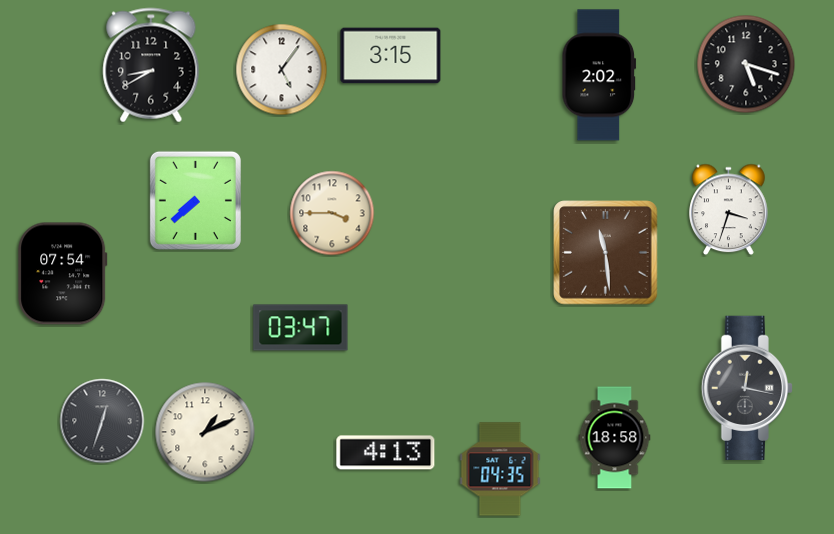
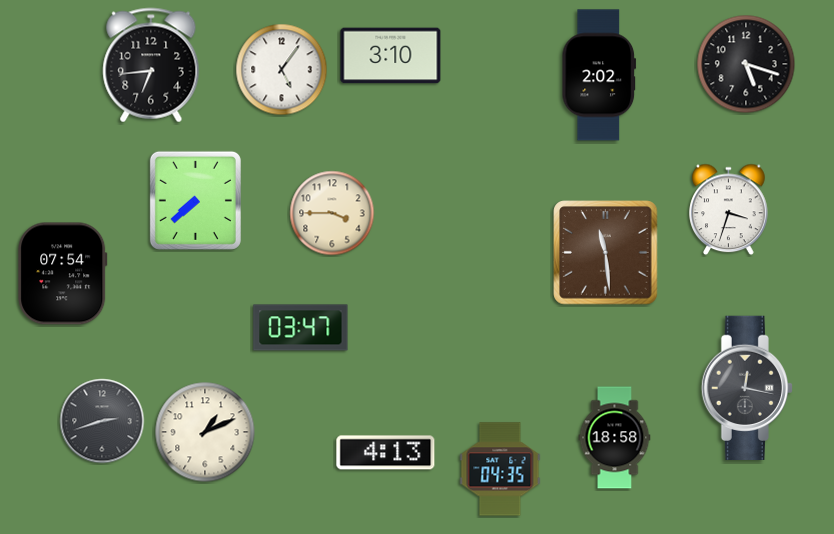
clock at (391, 56): 3:15 -> 3:10
clock at (151, 65): 8:40 -> 6:44
clock at (102, 421): 12:33 -> 2:42
